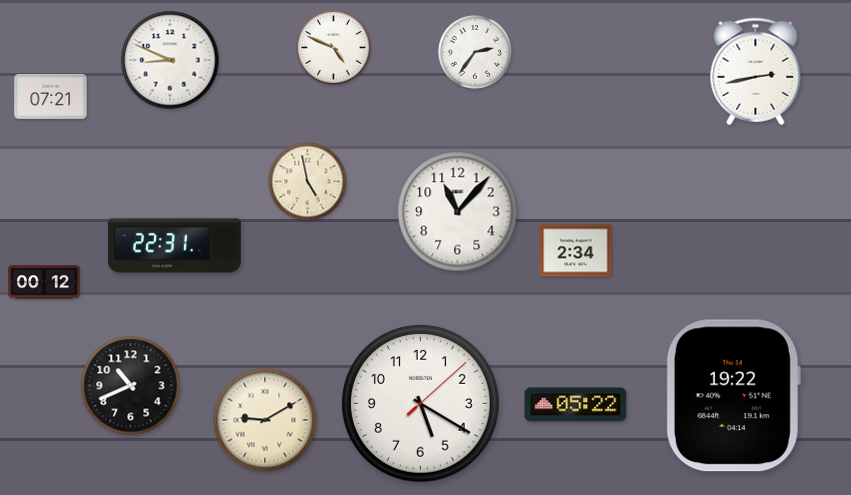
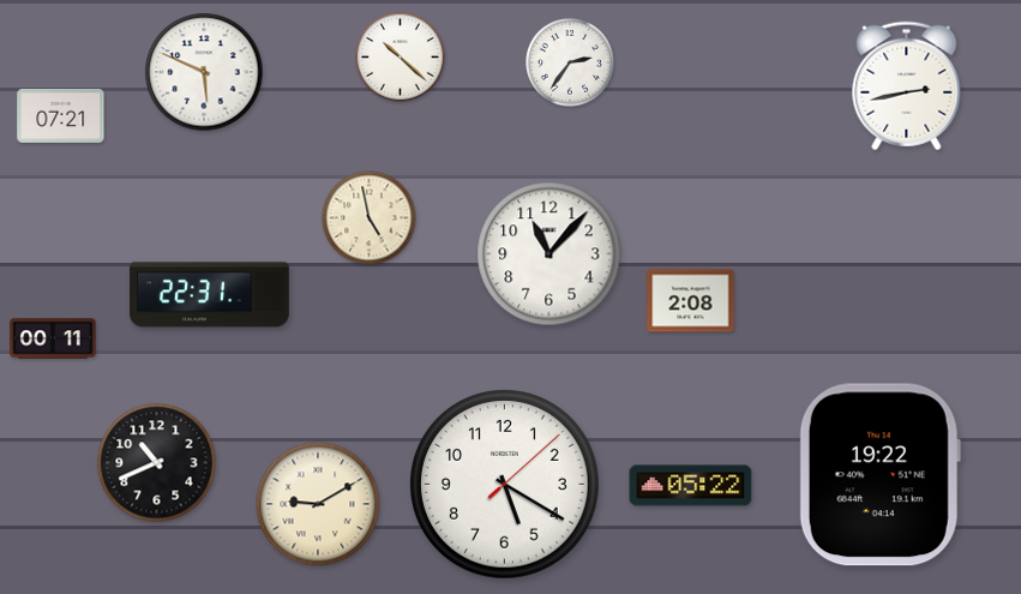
clock at (334, 48): 4:49 -> 10:22
clock at (170, 60): 8:49 -> 5:49
clock at (576, 251): 2:34 -> 2:08
clock at (44, 282): 00:12 -> 00:11
